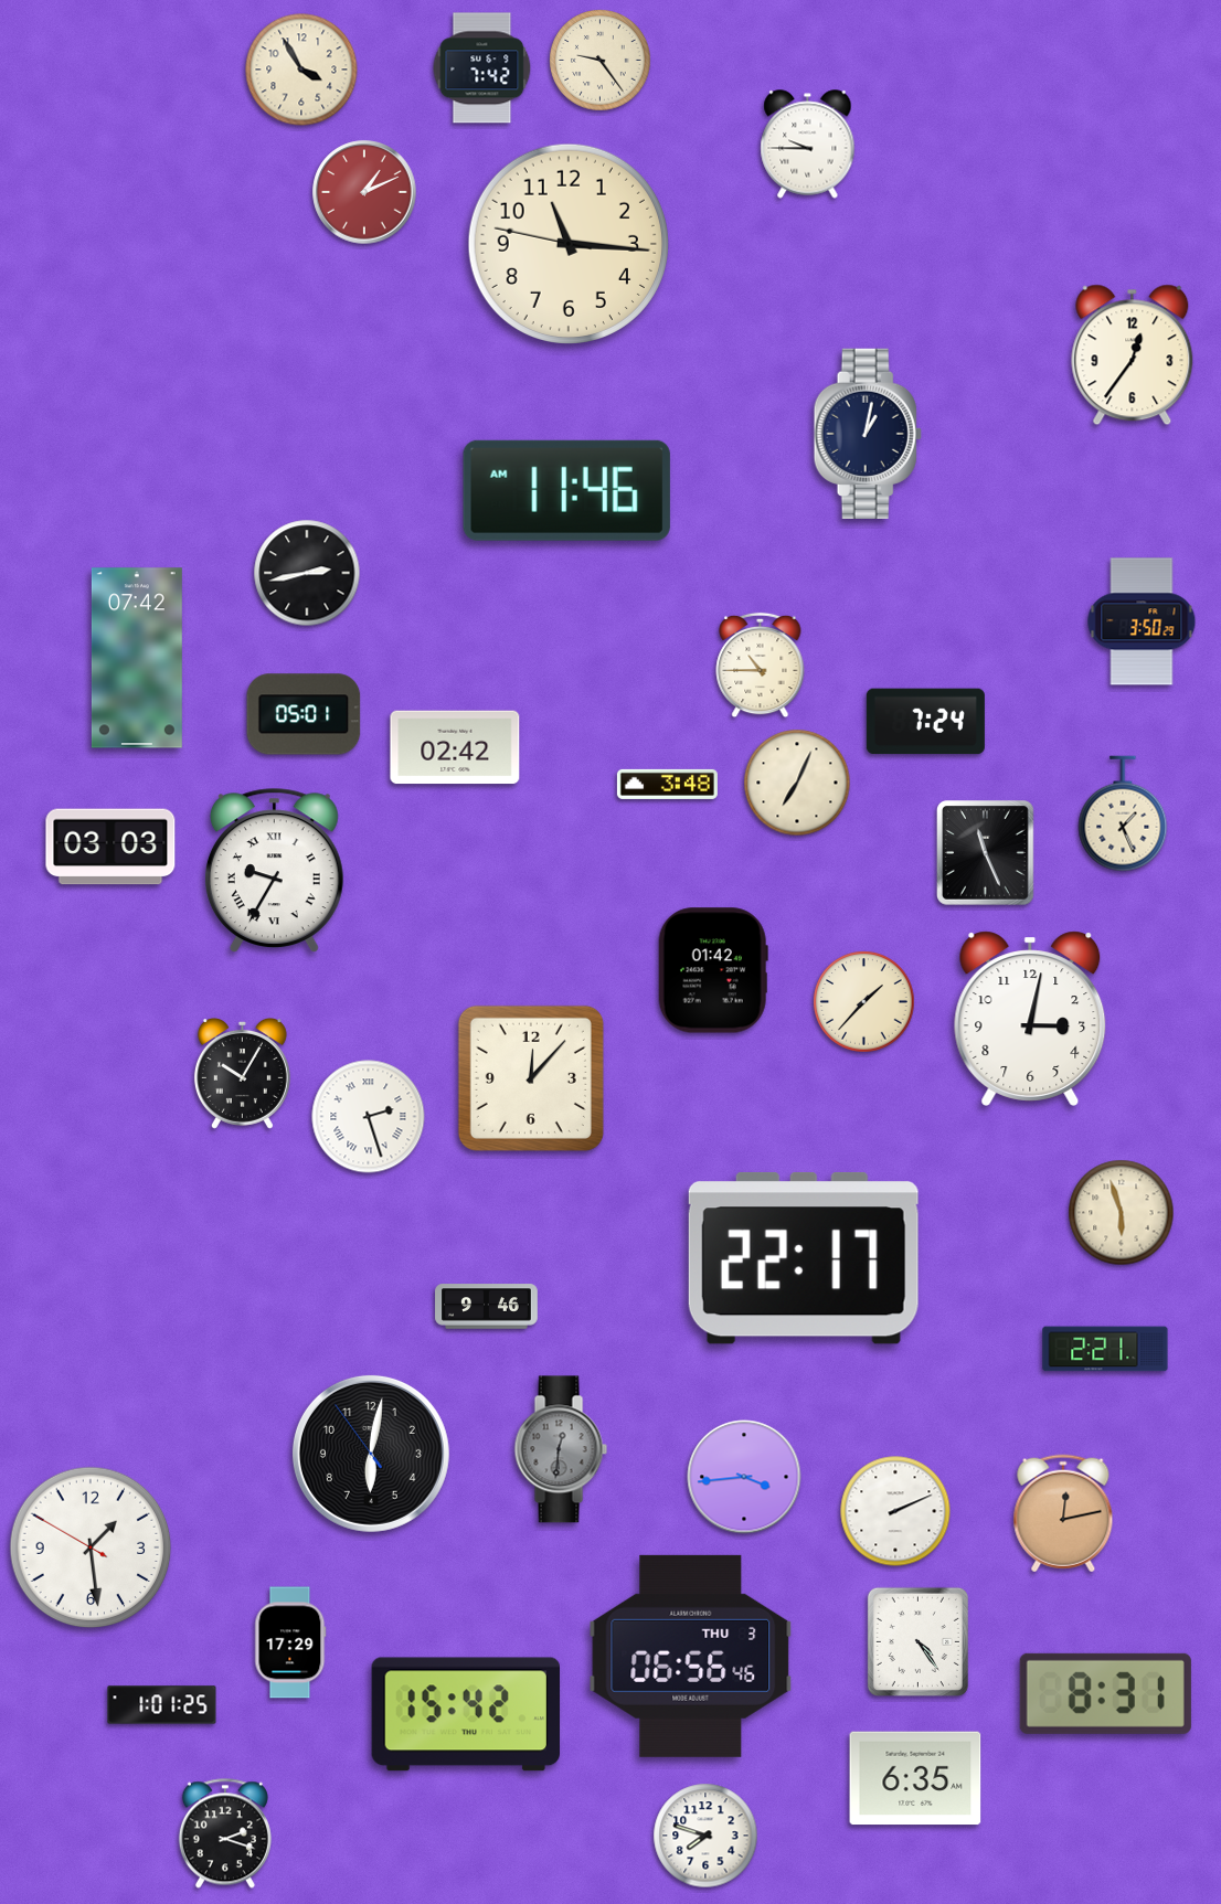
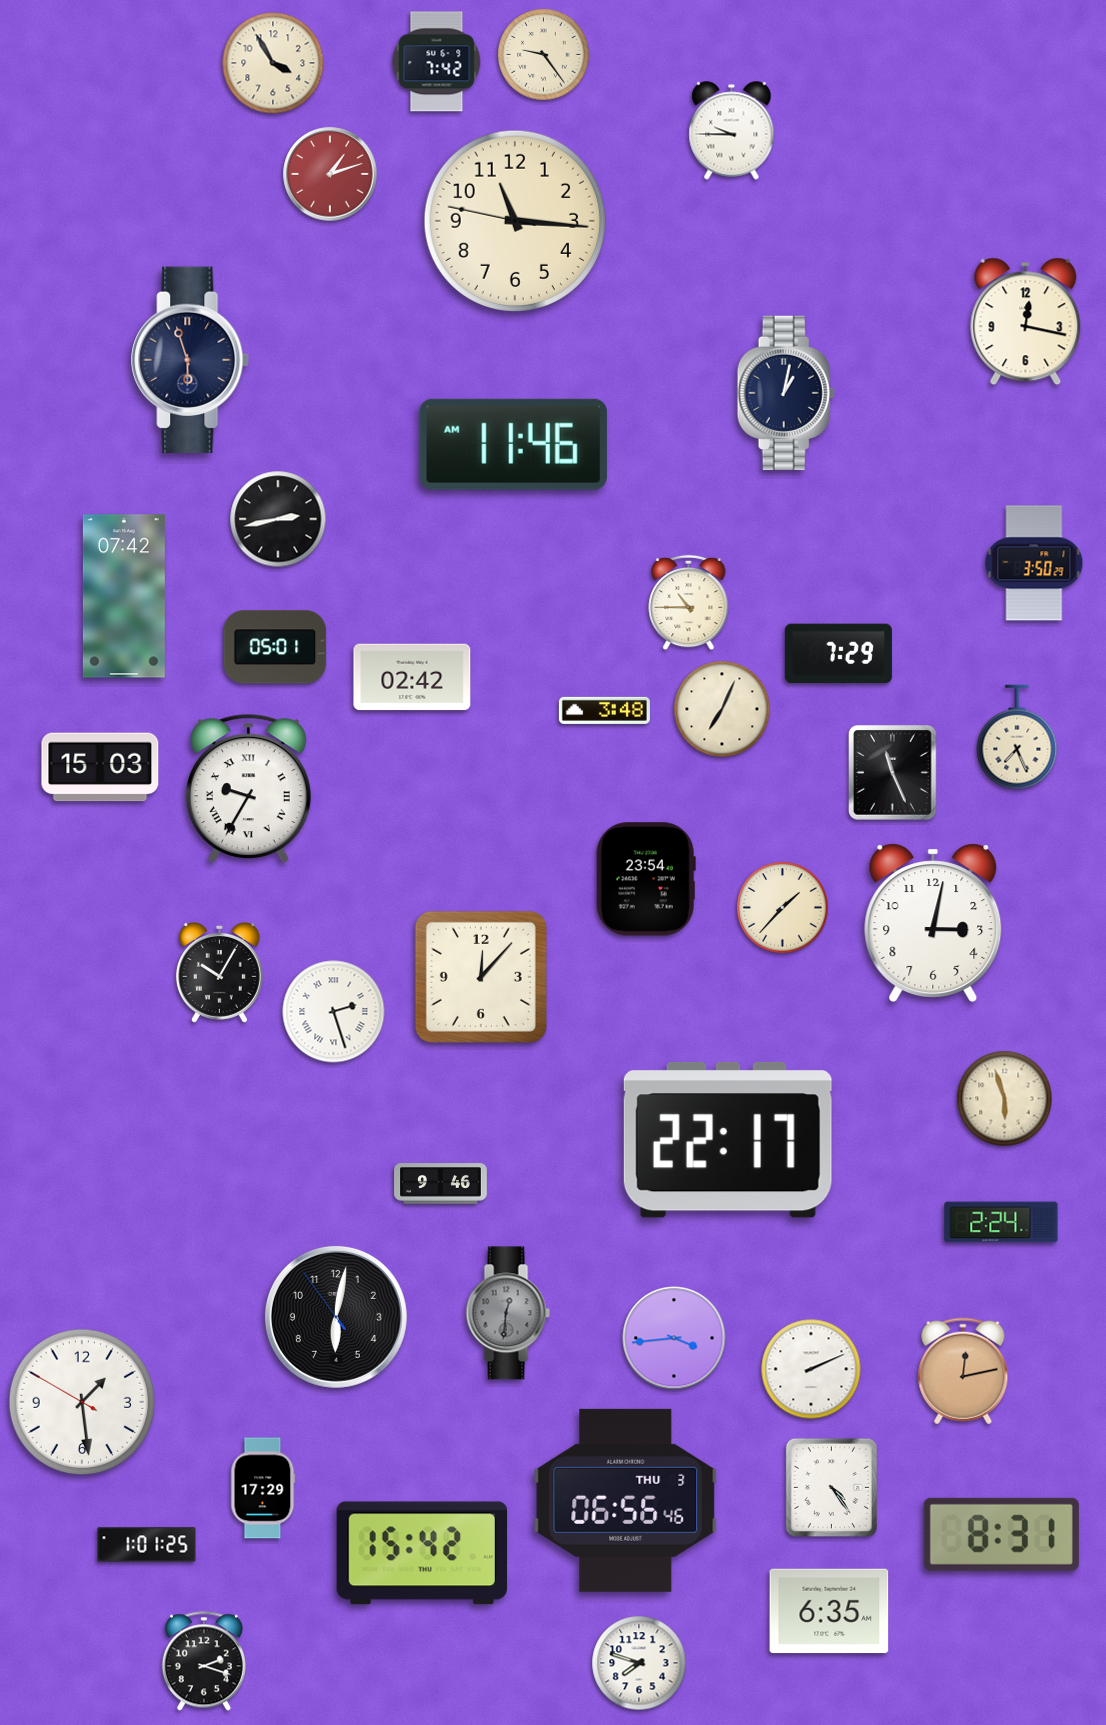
clock at (364, 192): 1:11 -> 1:12
clock at (1133, 355): 12:36 -> 12:17
clock at (191, 360): none -> 5:57
clock at (925, 722): 7:24 -> 7:29
clock at (1123, 813): 1:26 -> 7:26
clock at (110, 847): 03:03 -> 15:03
clock at (713, 970): 01:42 -> 23:54
clock at (1122, 1213) position: (1122, 1213) -> (1005, 1099)
clock at (1105, 1349): 2:21 -> 2:24
